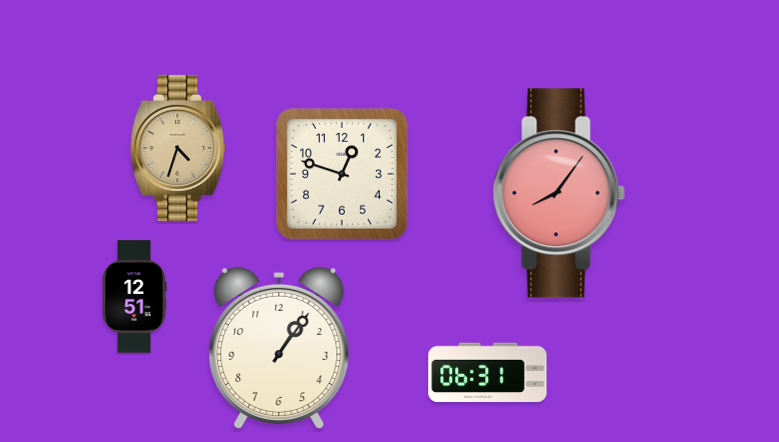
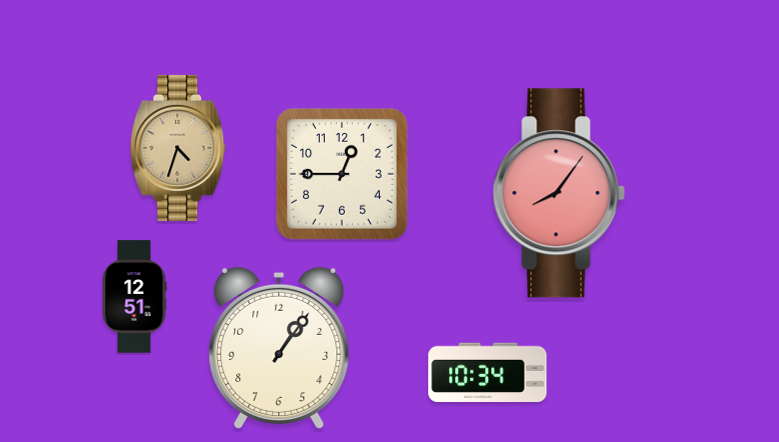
clock at (343, 175): 12:48 -> 12:45
clock at (488, 373): 06:31 -> 10:34
